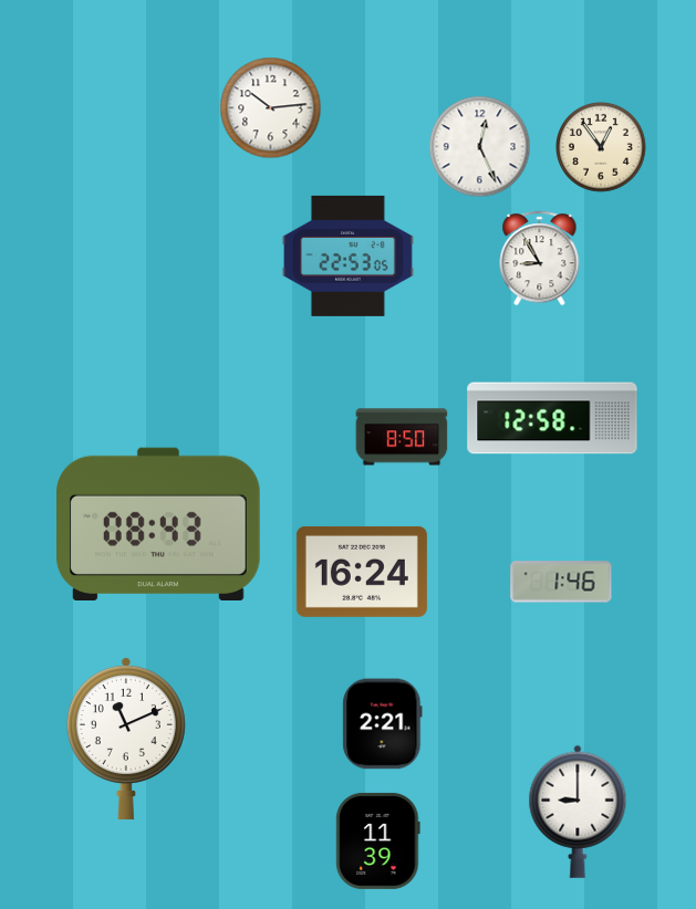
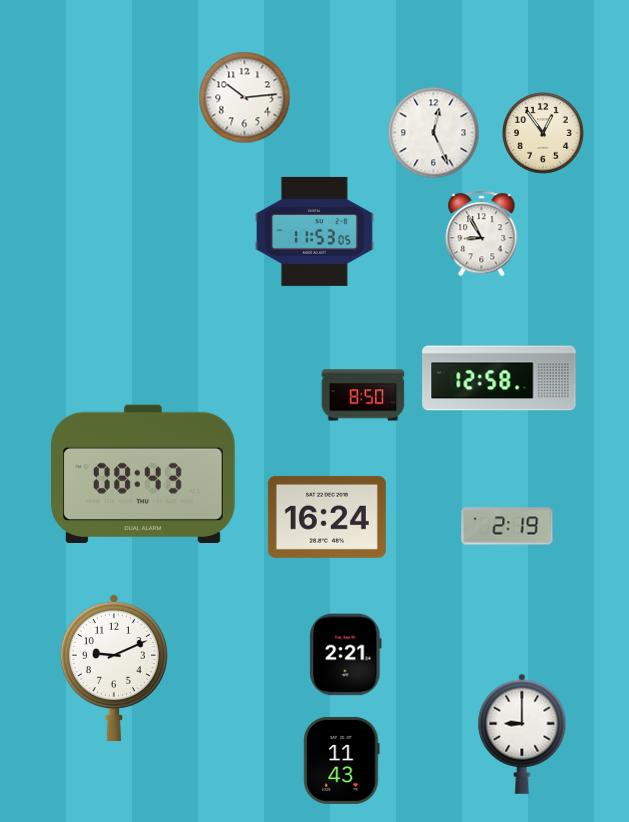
clock at (347, 255): 22:53 -> 11:53
clock at (540, 259) position: (540, 259) -> (482, 234)
clock at (561, 582): 1:46 -> 2:19
clock at (126, 739): 11:11 -> 9:11
clock at (378, 840): 11:39 -> 11:43
